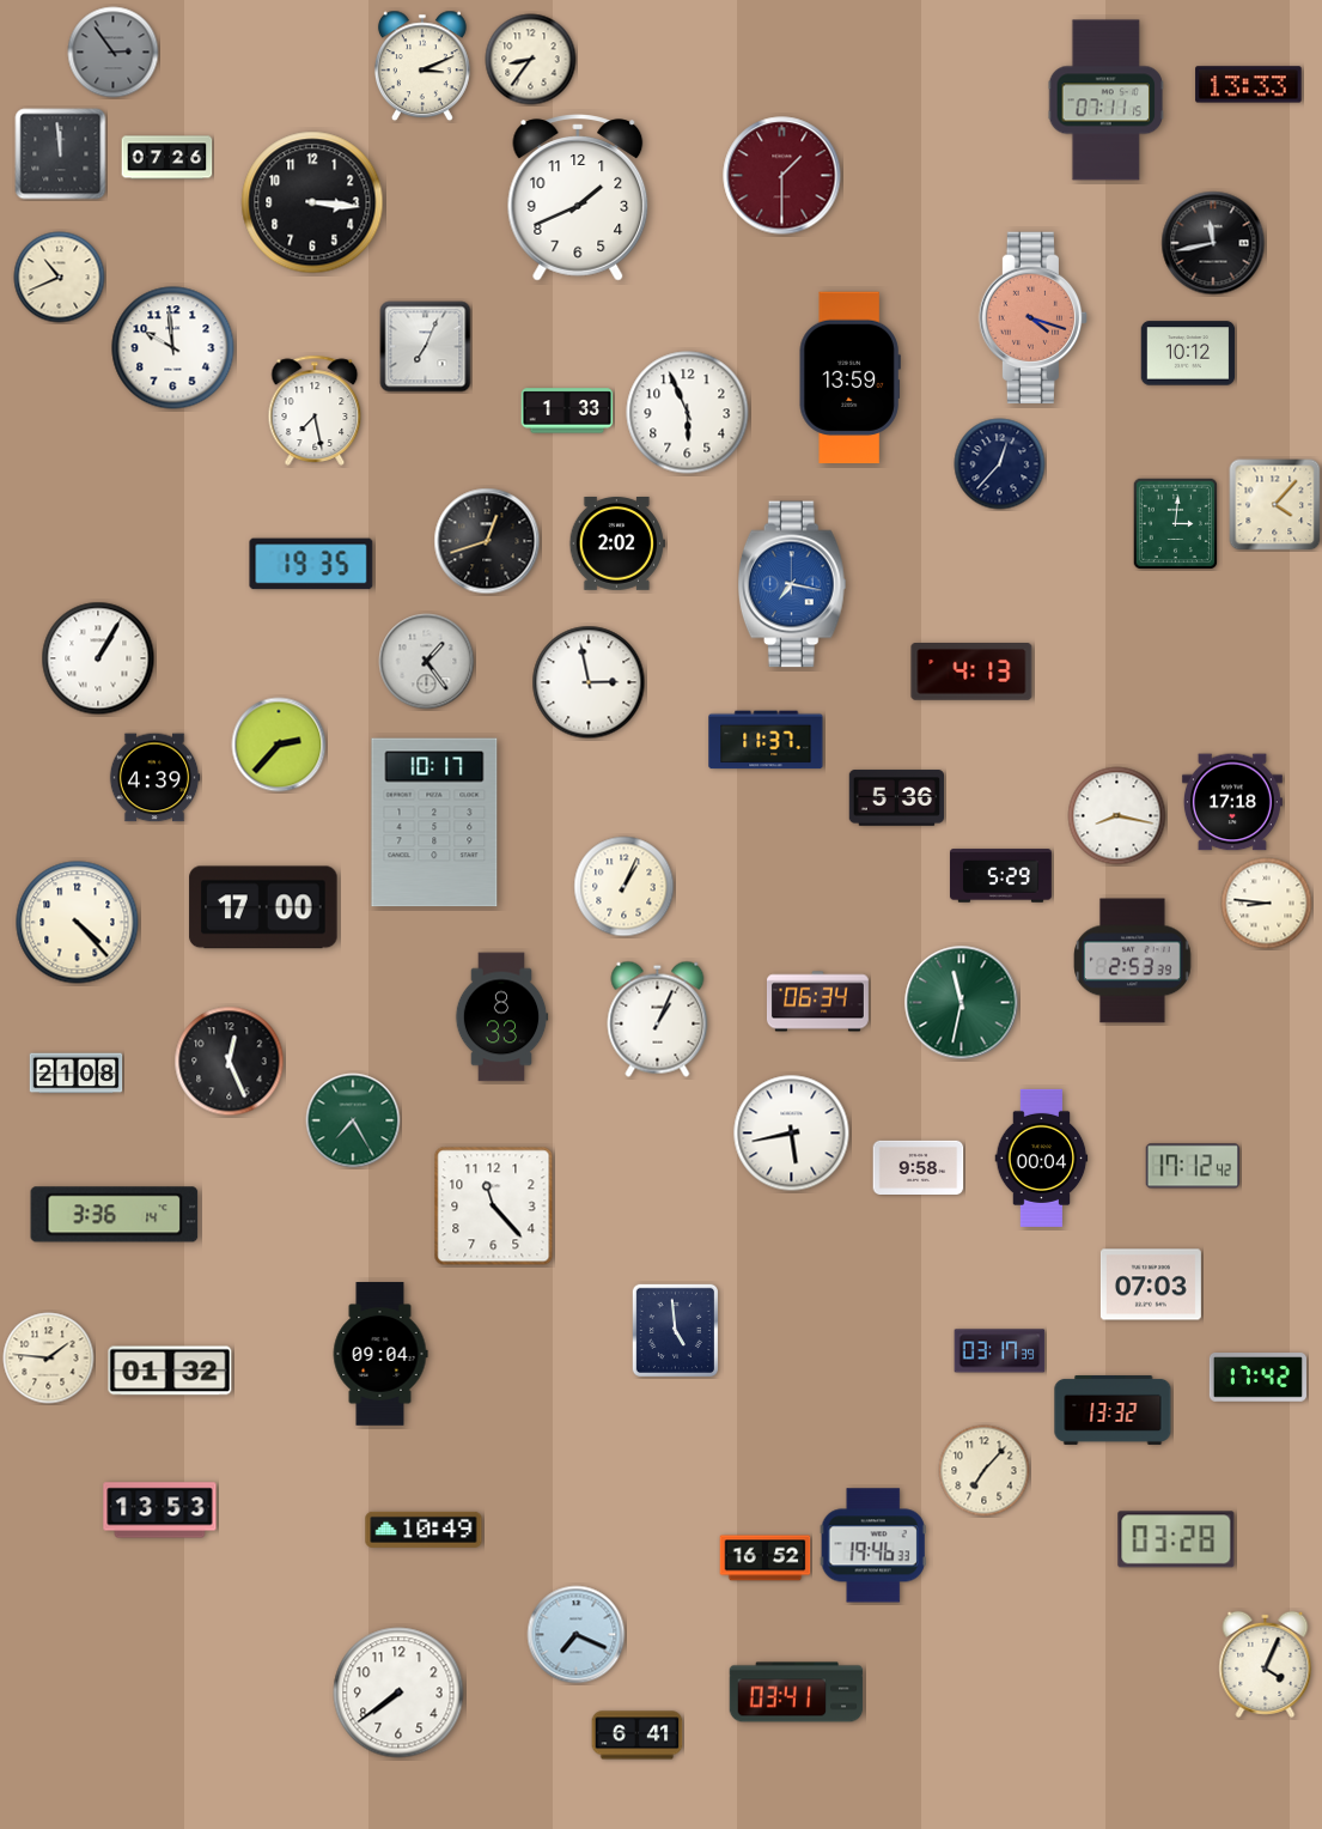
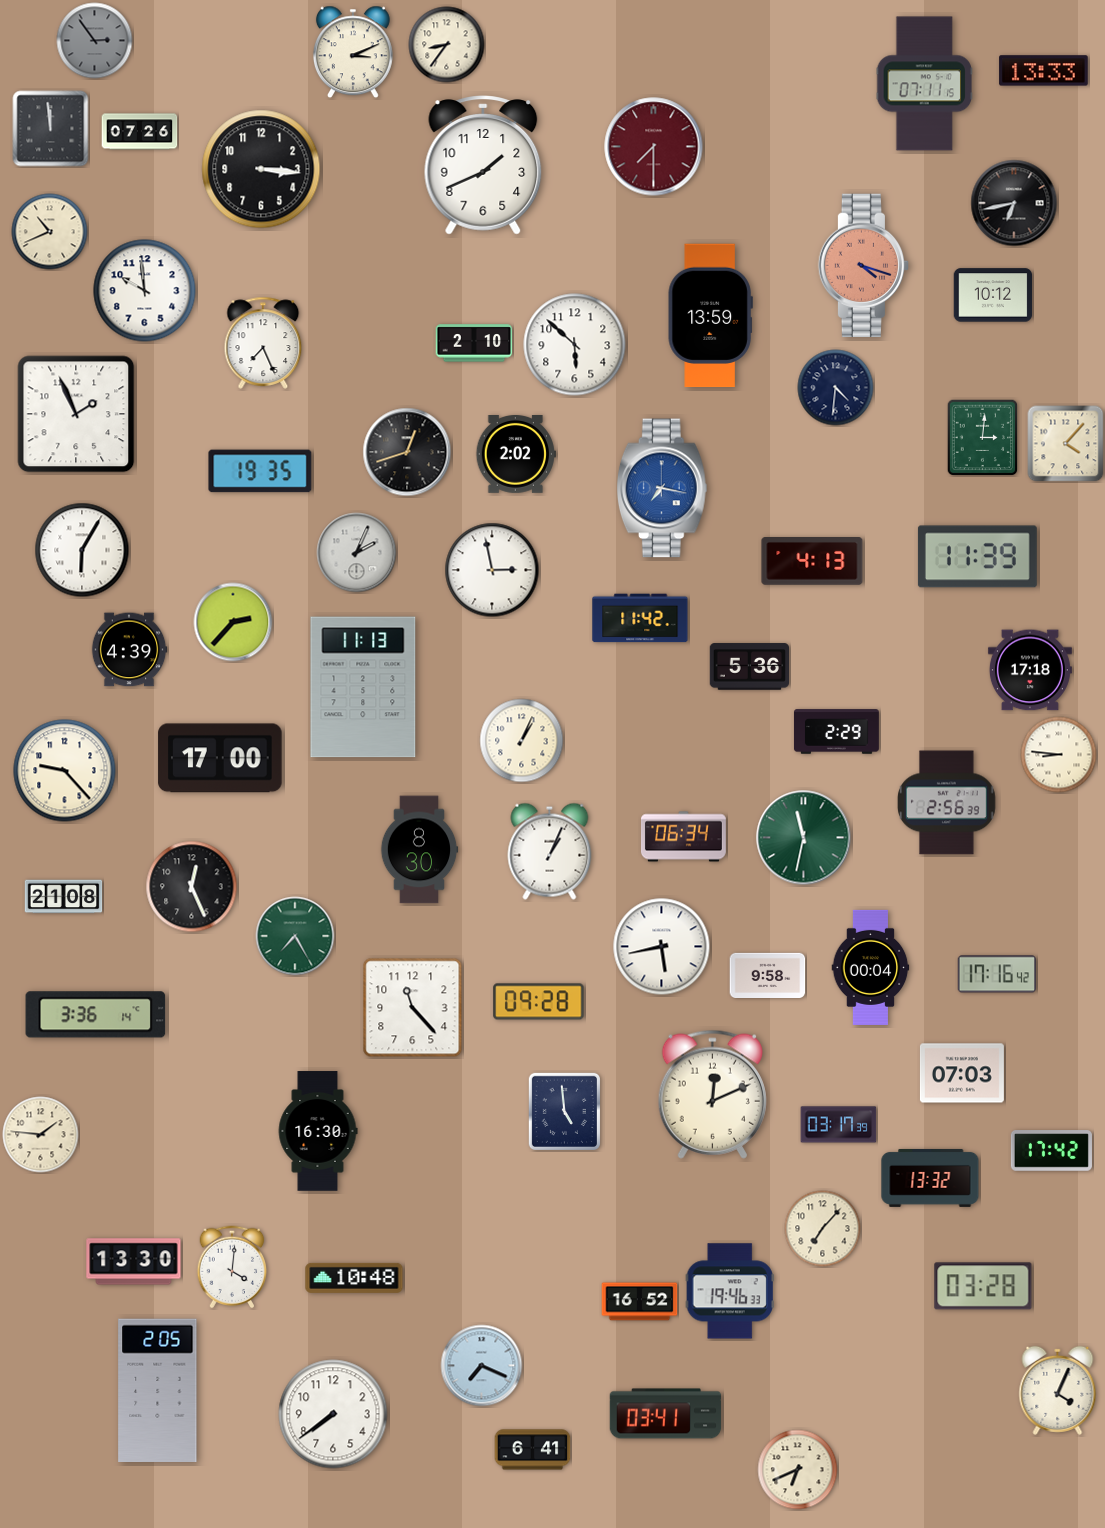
clock at (114, 53) position: (114, 53) -> (95, 41)
clock at (531, 60) position: (531, 60) -> (447, 45)
clock at (422, 66) position: (422, 66) -> (353, 52)
clock at (782, 176): 1:30 -> 7:30
clock at (1213, 243): 11:43 -> 6:43
clock at (426, 347): 7:04 -> none
clock at (315, 411): 7:28 -> 7:26
clock at (567, 411): 1:33 -> 2:10
clock at (688, 413): 5:56 -> 5:52
clock at (1000, 464): 12:37 -> 4:31
clock at (76, 414): none -> 1:56
clock at (1275, 505) position: (1275, 505) -> (1066, 444)
clock at (98, 658): 1:05 -> 6:05
clock at (427, 662): 1:24 -> 2:04
clock at (977, 557): none -> 11:39
clock at (766, 740): 11:37 -> 11:42
clock at (1117, 816): 8:17 -> none
clock at (434, 822): 10:17 -> 11:13
clock at (1000, 876): 5:29 -> 2:29
clock at (78, 923): 4:23 -> 9:23
clock at (1133, 961): 2:53 -> 2:56
clock at (501, 1017): 8:33 -> 8:30
clock at (1193, 1166): 17:12 -> 17:16
clock at (539, 1002): none -> 09:28
clock at (712, 1094): none -> 12:11
clock at (1000, 1351) position: (1000, 1351) -> (839, 1125)
clock at (380, 1354): 09:04 -> 16:30
clock at (170, 1371): 01:32 -> none
clock at (160, 1511): 13:53 -> 13:30
clock at (232, 1267): none -> 4:01
clock at (424, 1530): 10:49 -> 10:48
clock at (158, 1390): none -> 2:05
clock at (798, 1470): none -> 6:41
